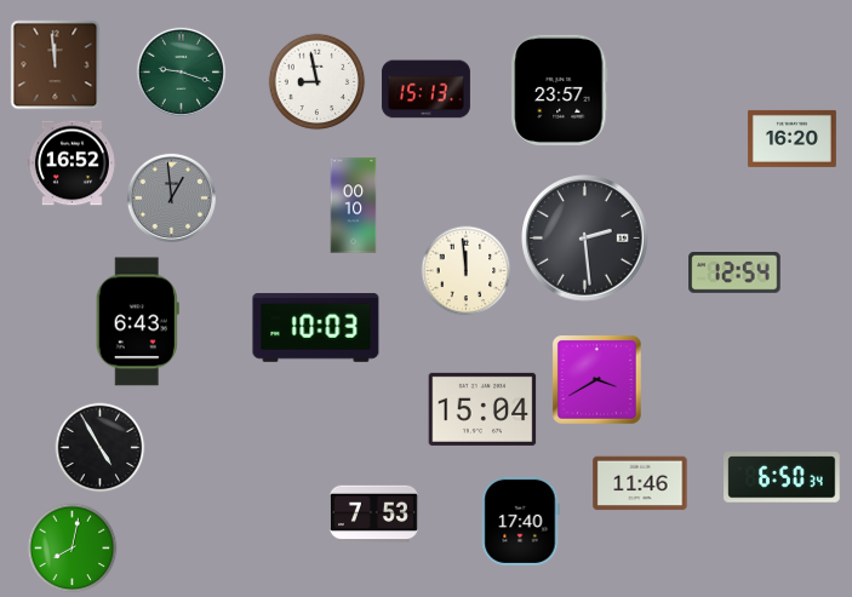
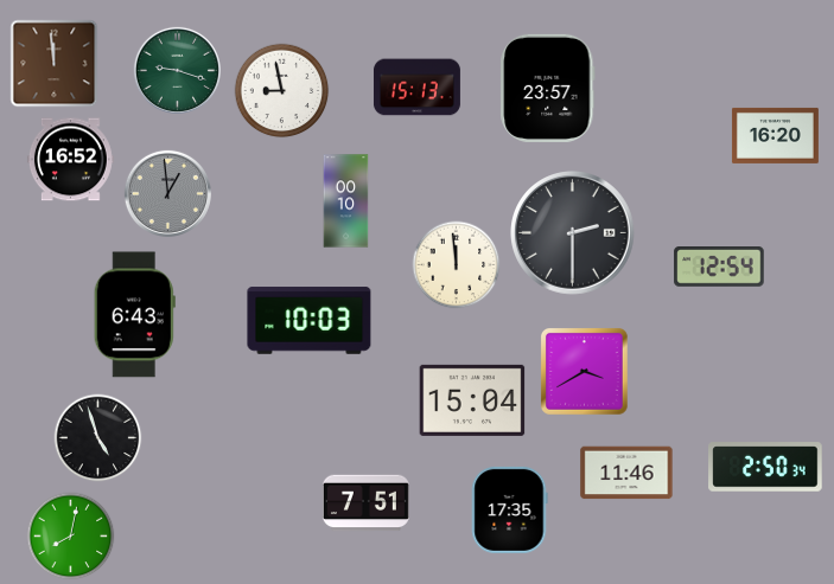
clock at (318, 82) position: (318, 82) -> (282, 91)
clock at (585, 239): 2:29 -> 2:30
clock at (101, 448): 4:55 -> 4:57
clock at (782, 477): 6:50 -> 2:50
clock at (373, 515): 7:53 -> 7:51
clock at (521, 521): 17:40 -> 17:35
